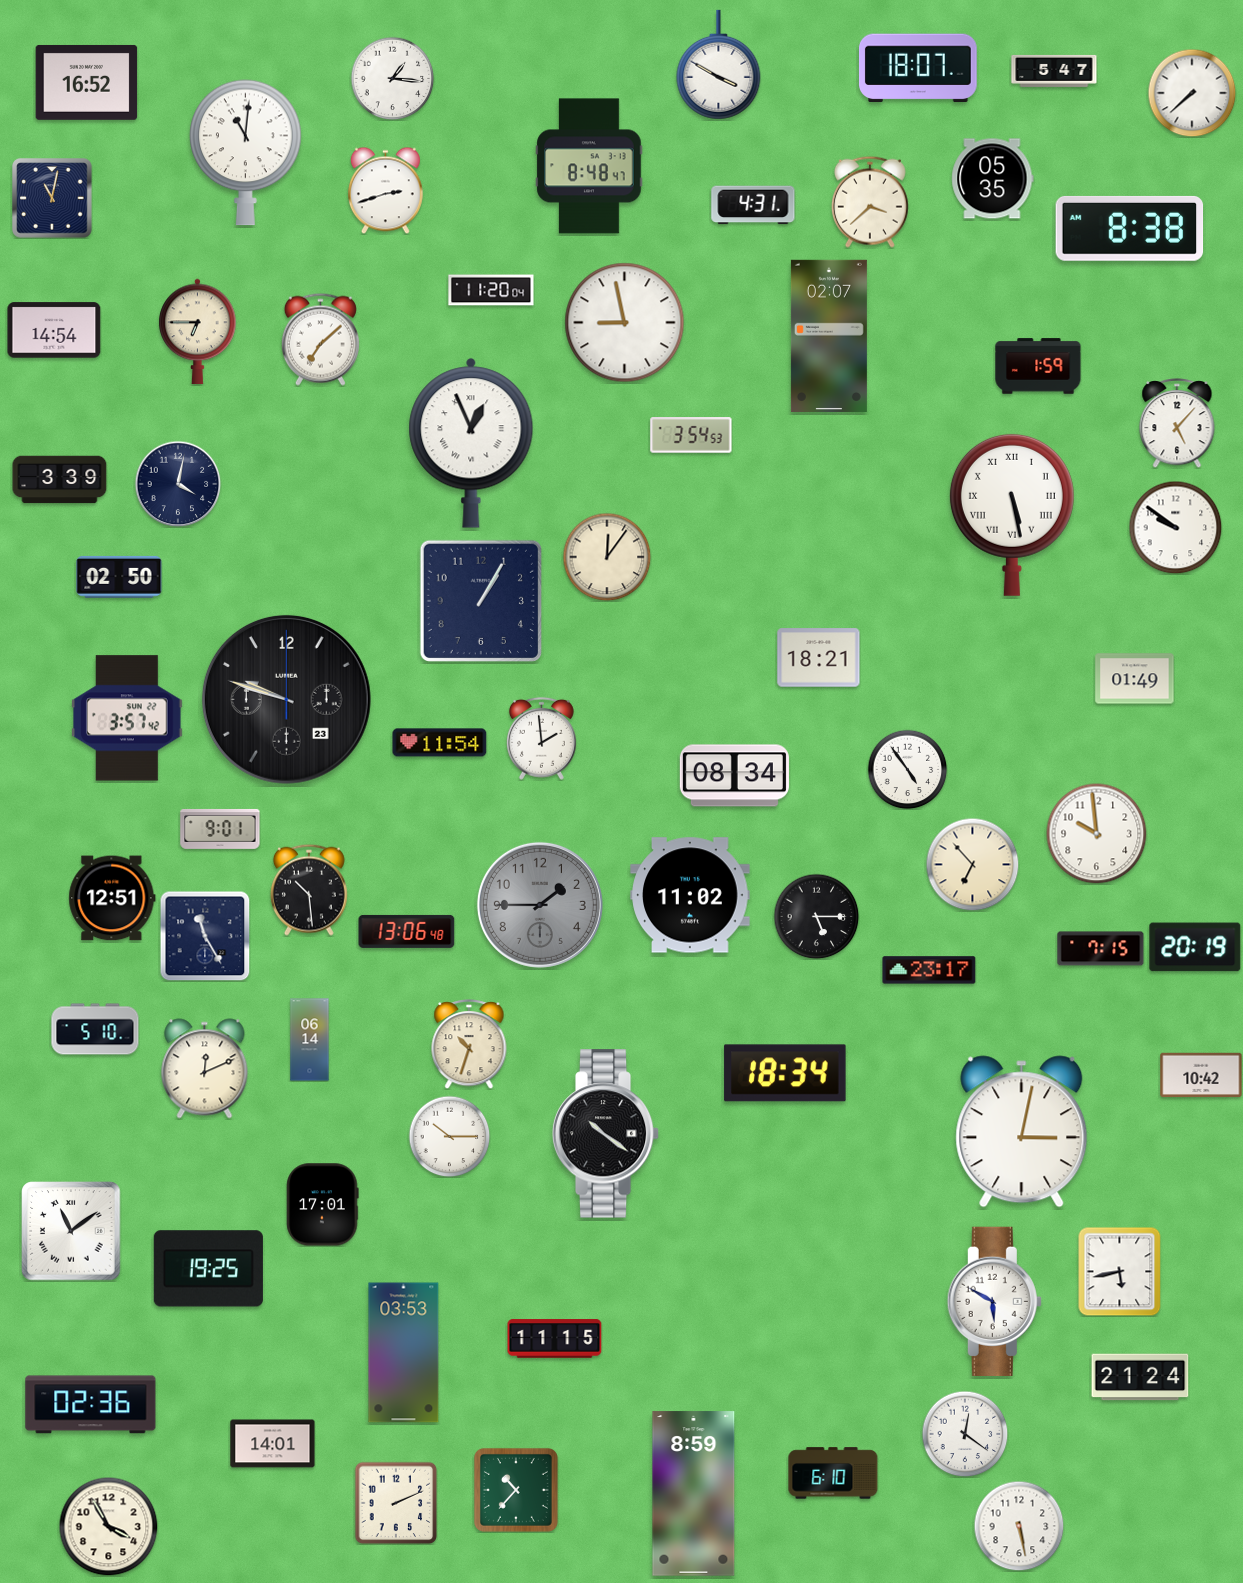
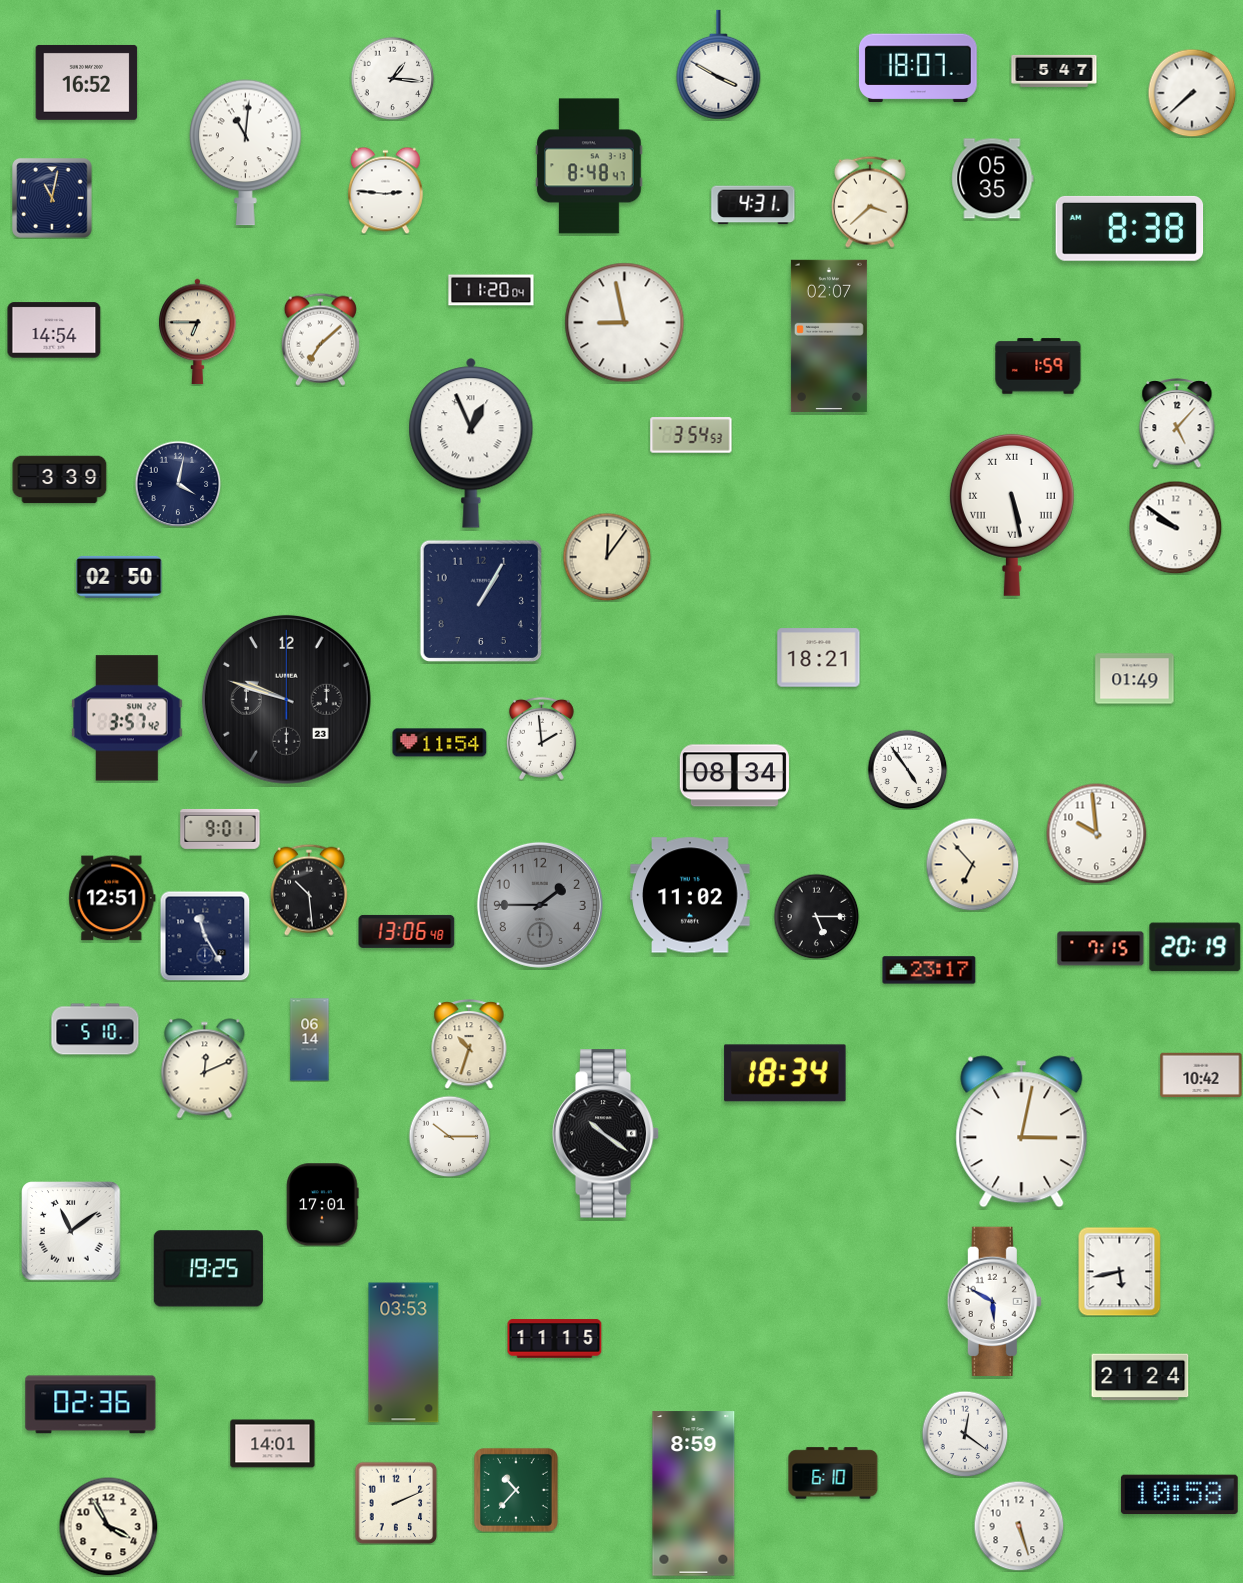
clock at (385, 190): 2:42 -> 2:46
clock at (1179, 1495): none -> 10:58
clock at (1019, 1526): 5:28 -> 5:27
